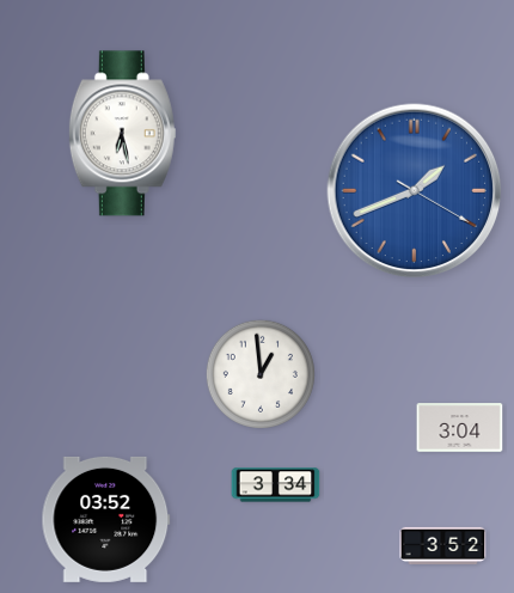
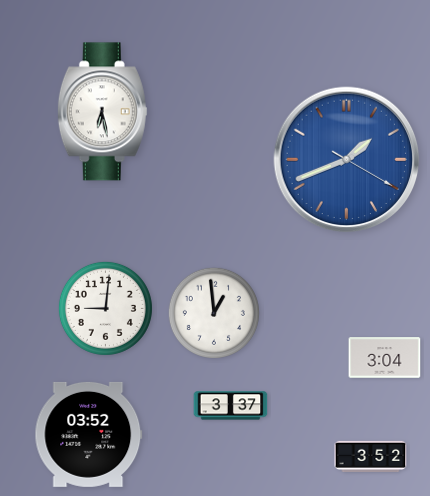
clock at (105, 308): none -> 9:01
clock at (261, 374) position: (261, 374) -> (214, 313)
clock at (276, 485): 3:34 -> 3:37
